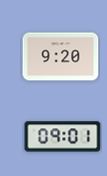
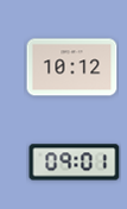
clock at (61, 57): 9:20 -> 10:12
